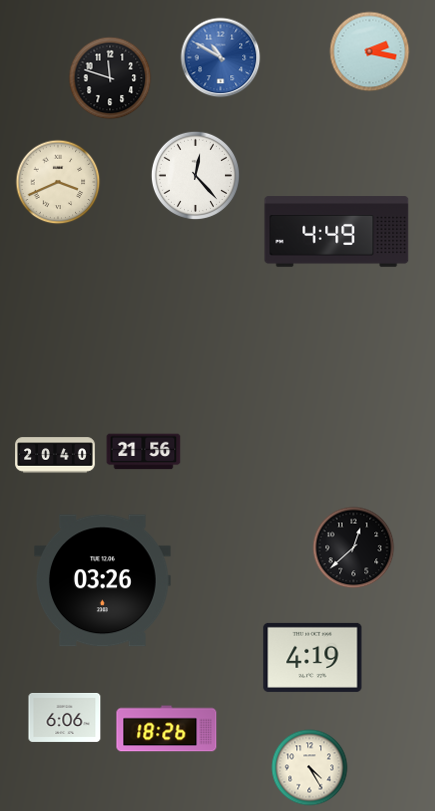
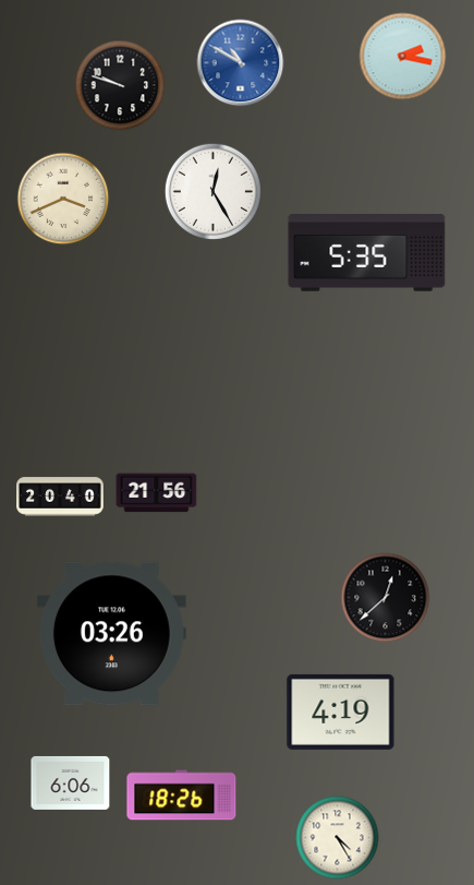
clock at (110, 78): 11:48 -> 9:48
clock at (195, 175): 12:23 -> 12:25
clock at (337, 232): 4:49 -> 5:35
clock at (313, 657) position: (313, 657) -> (341, 711)
